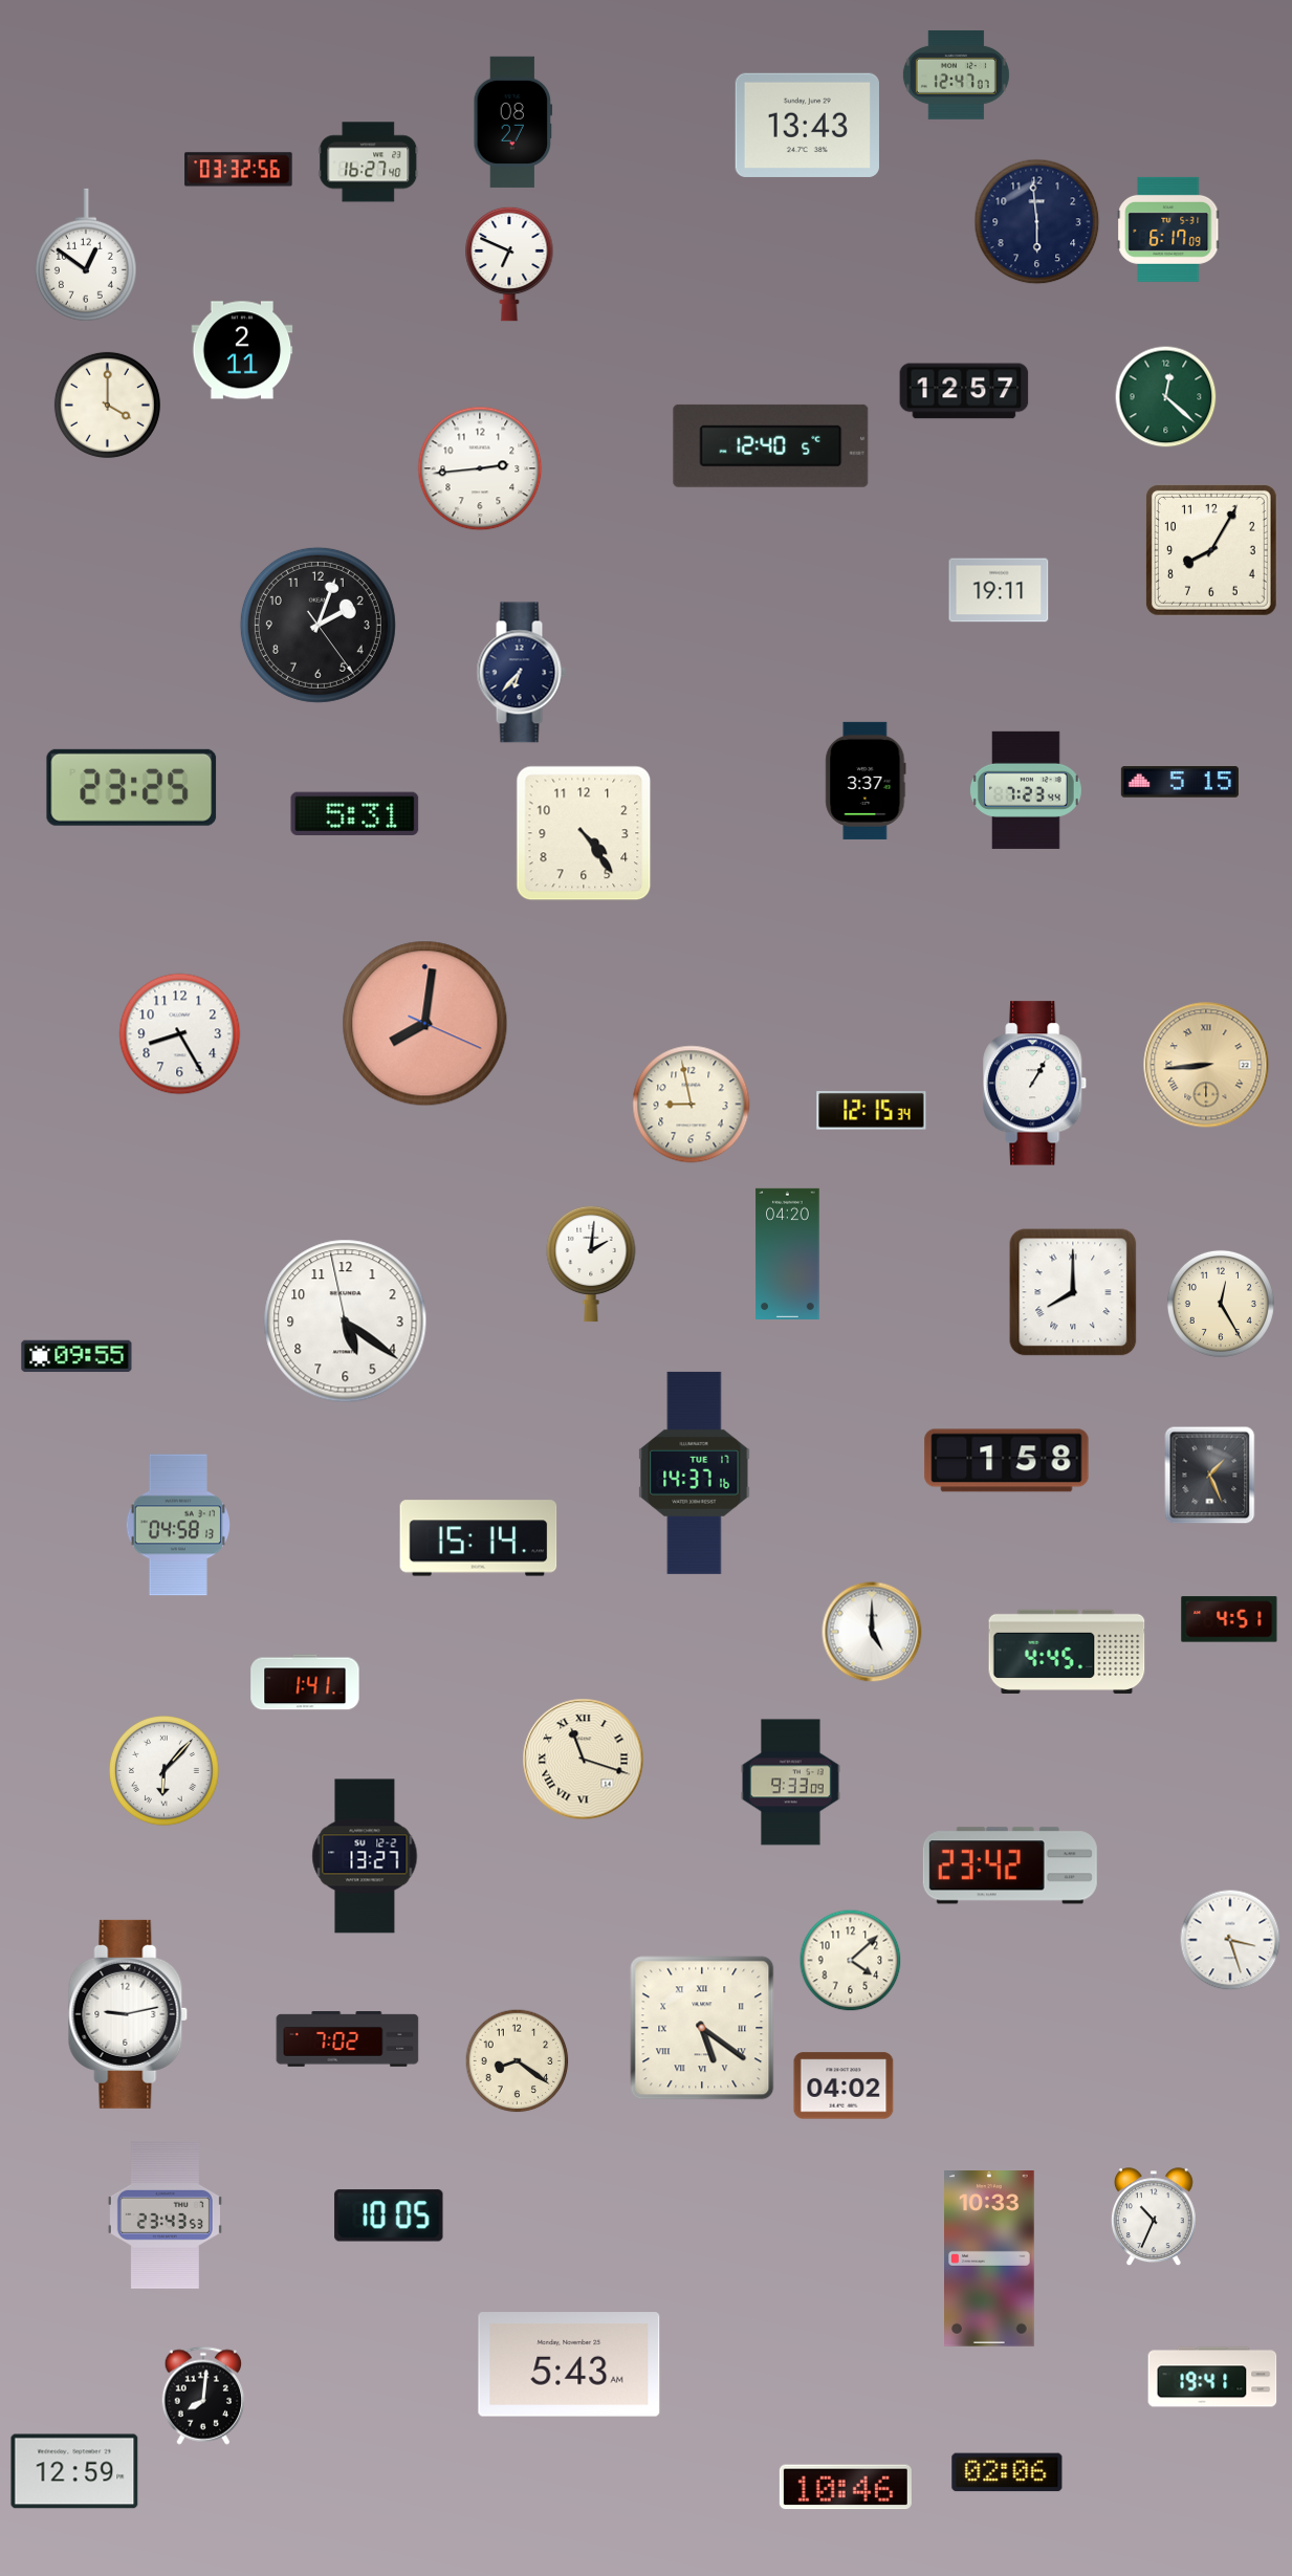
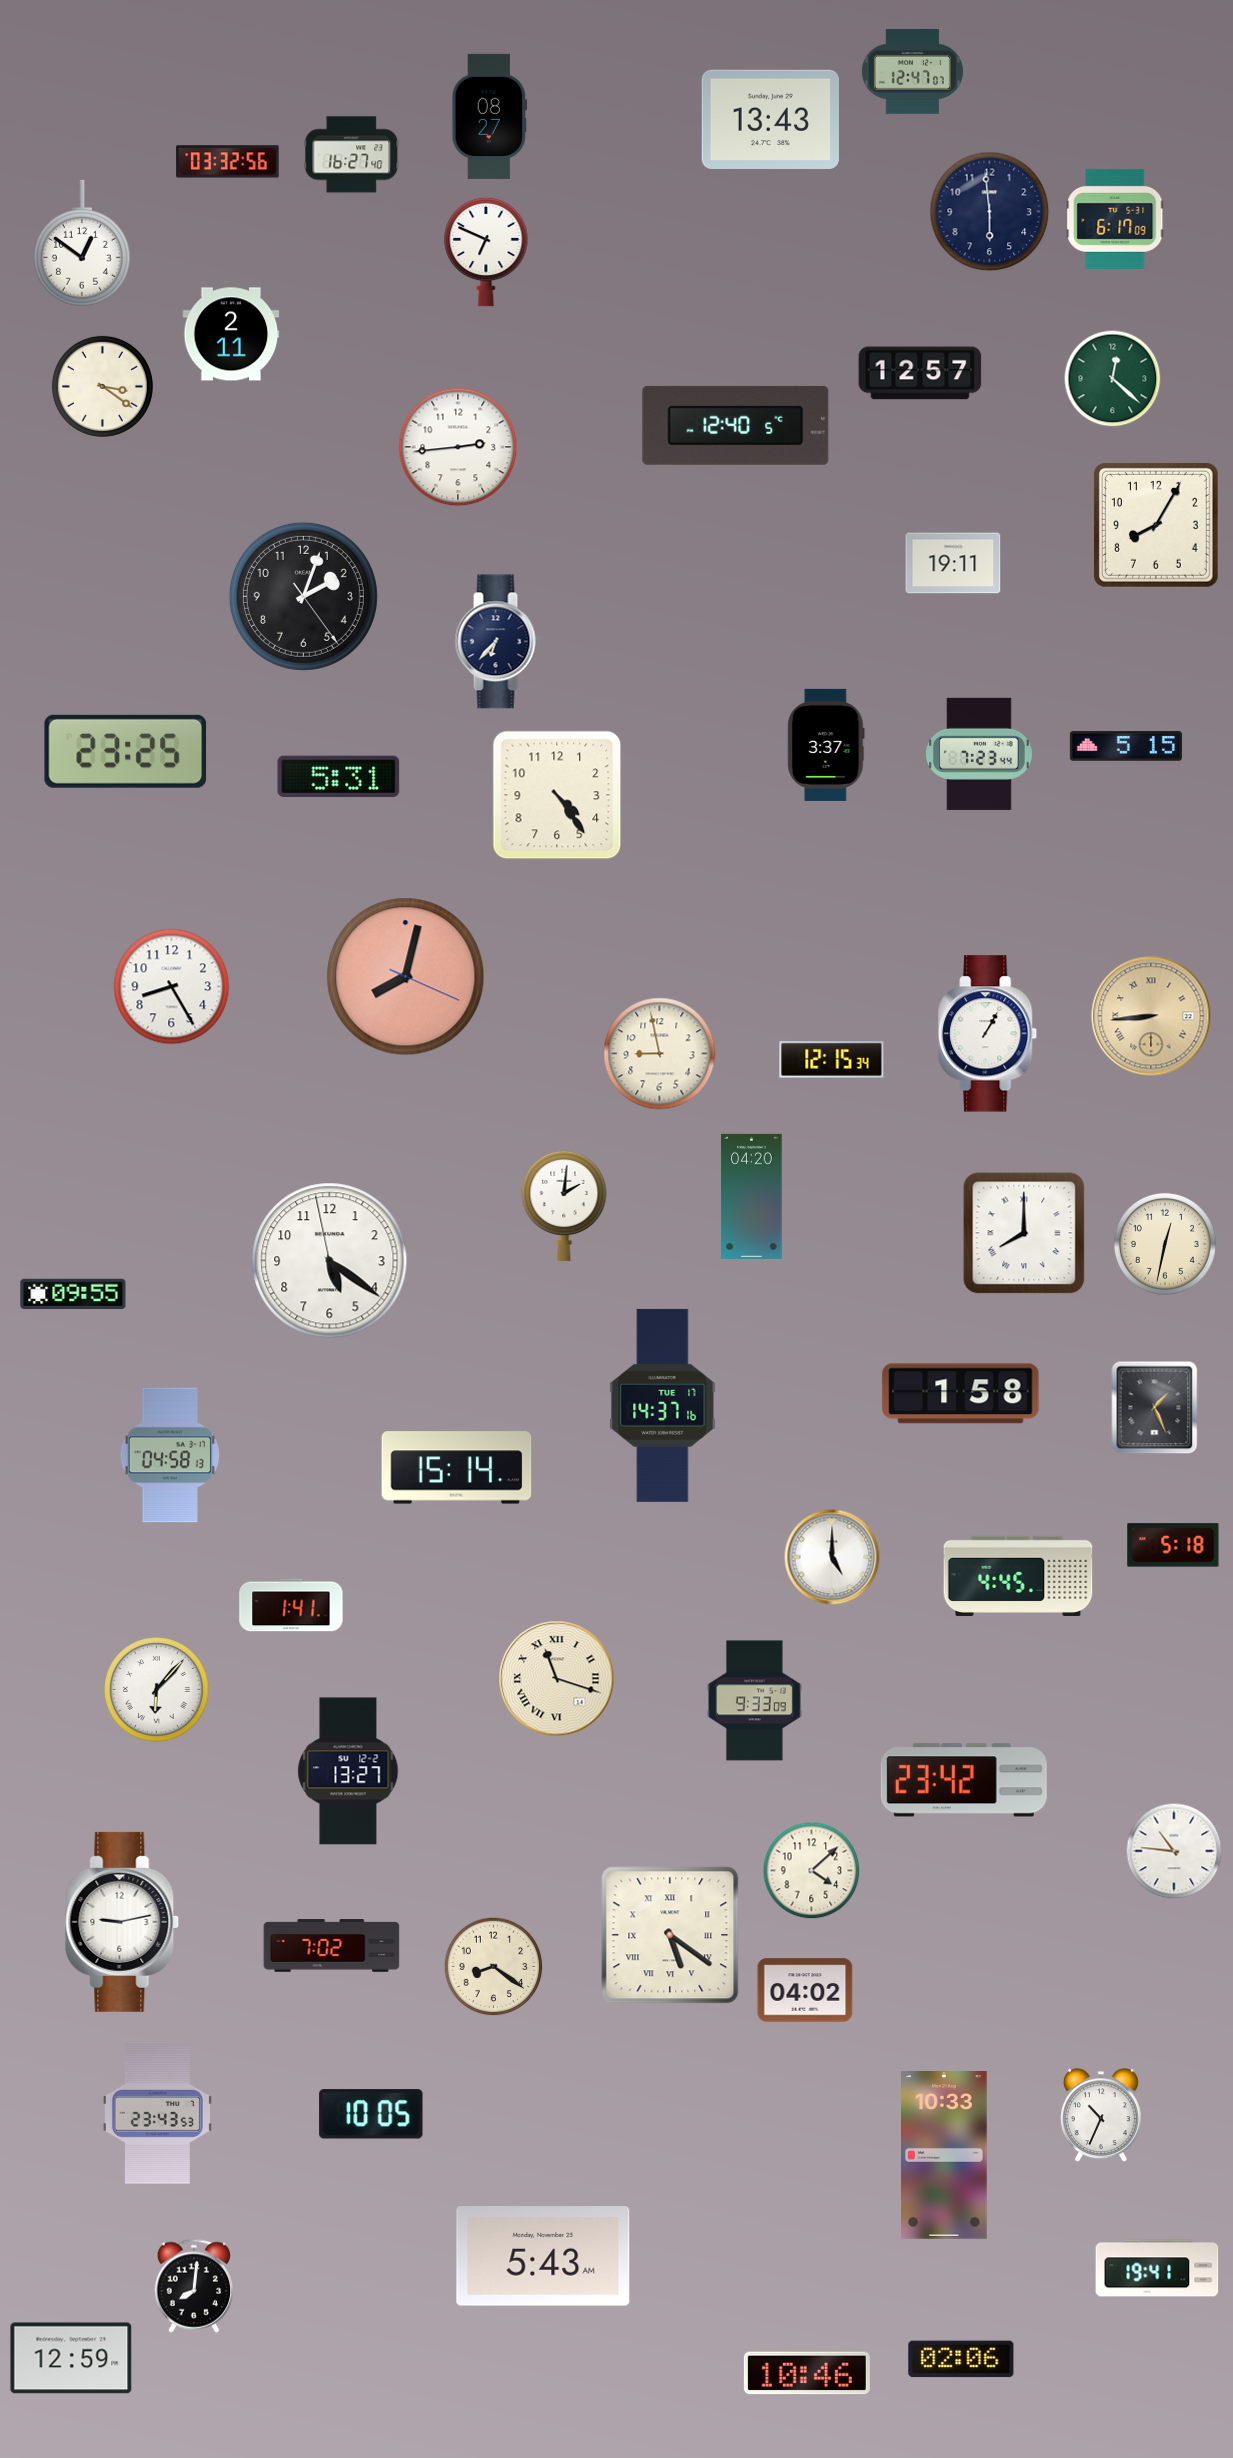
clock at (107, 405): 4:00 -> 3:21
clock at (425, 1024): 8:01 -> 8:02
clock at (1221, 1304): 12:25 -> 12:32
clock at (1229, 1619): 4:51 -> 5:18
clock at (1230, 1940): 3:27 -> 10:46
